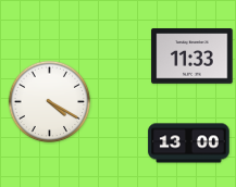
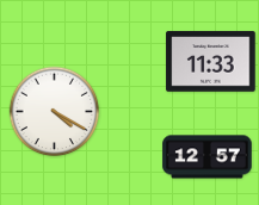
clock at (189, 144): 13:00 -> 12:57
